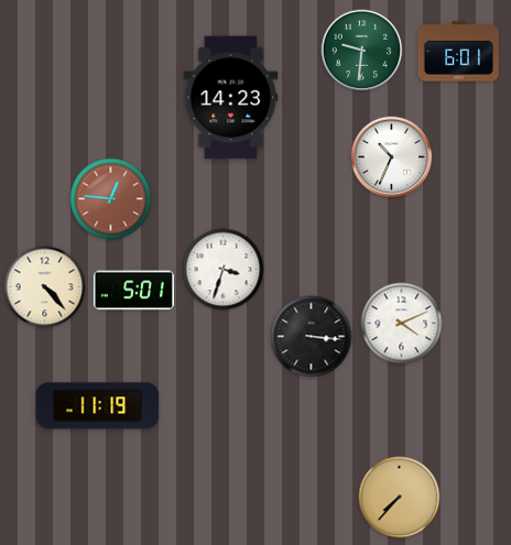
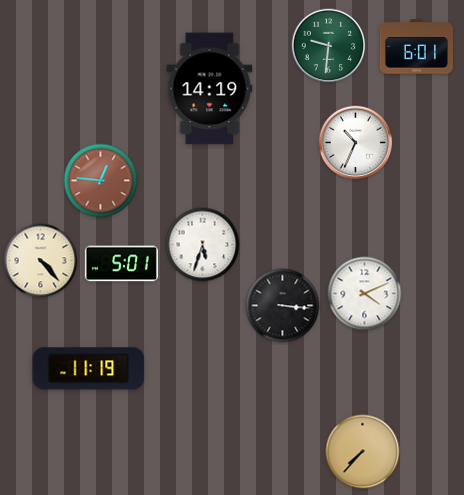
clock at (231, 98): 14:23 -> 14:19
clock at (224, 270): 3:33 -> 5:33
